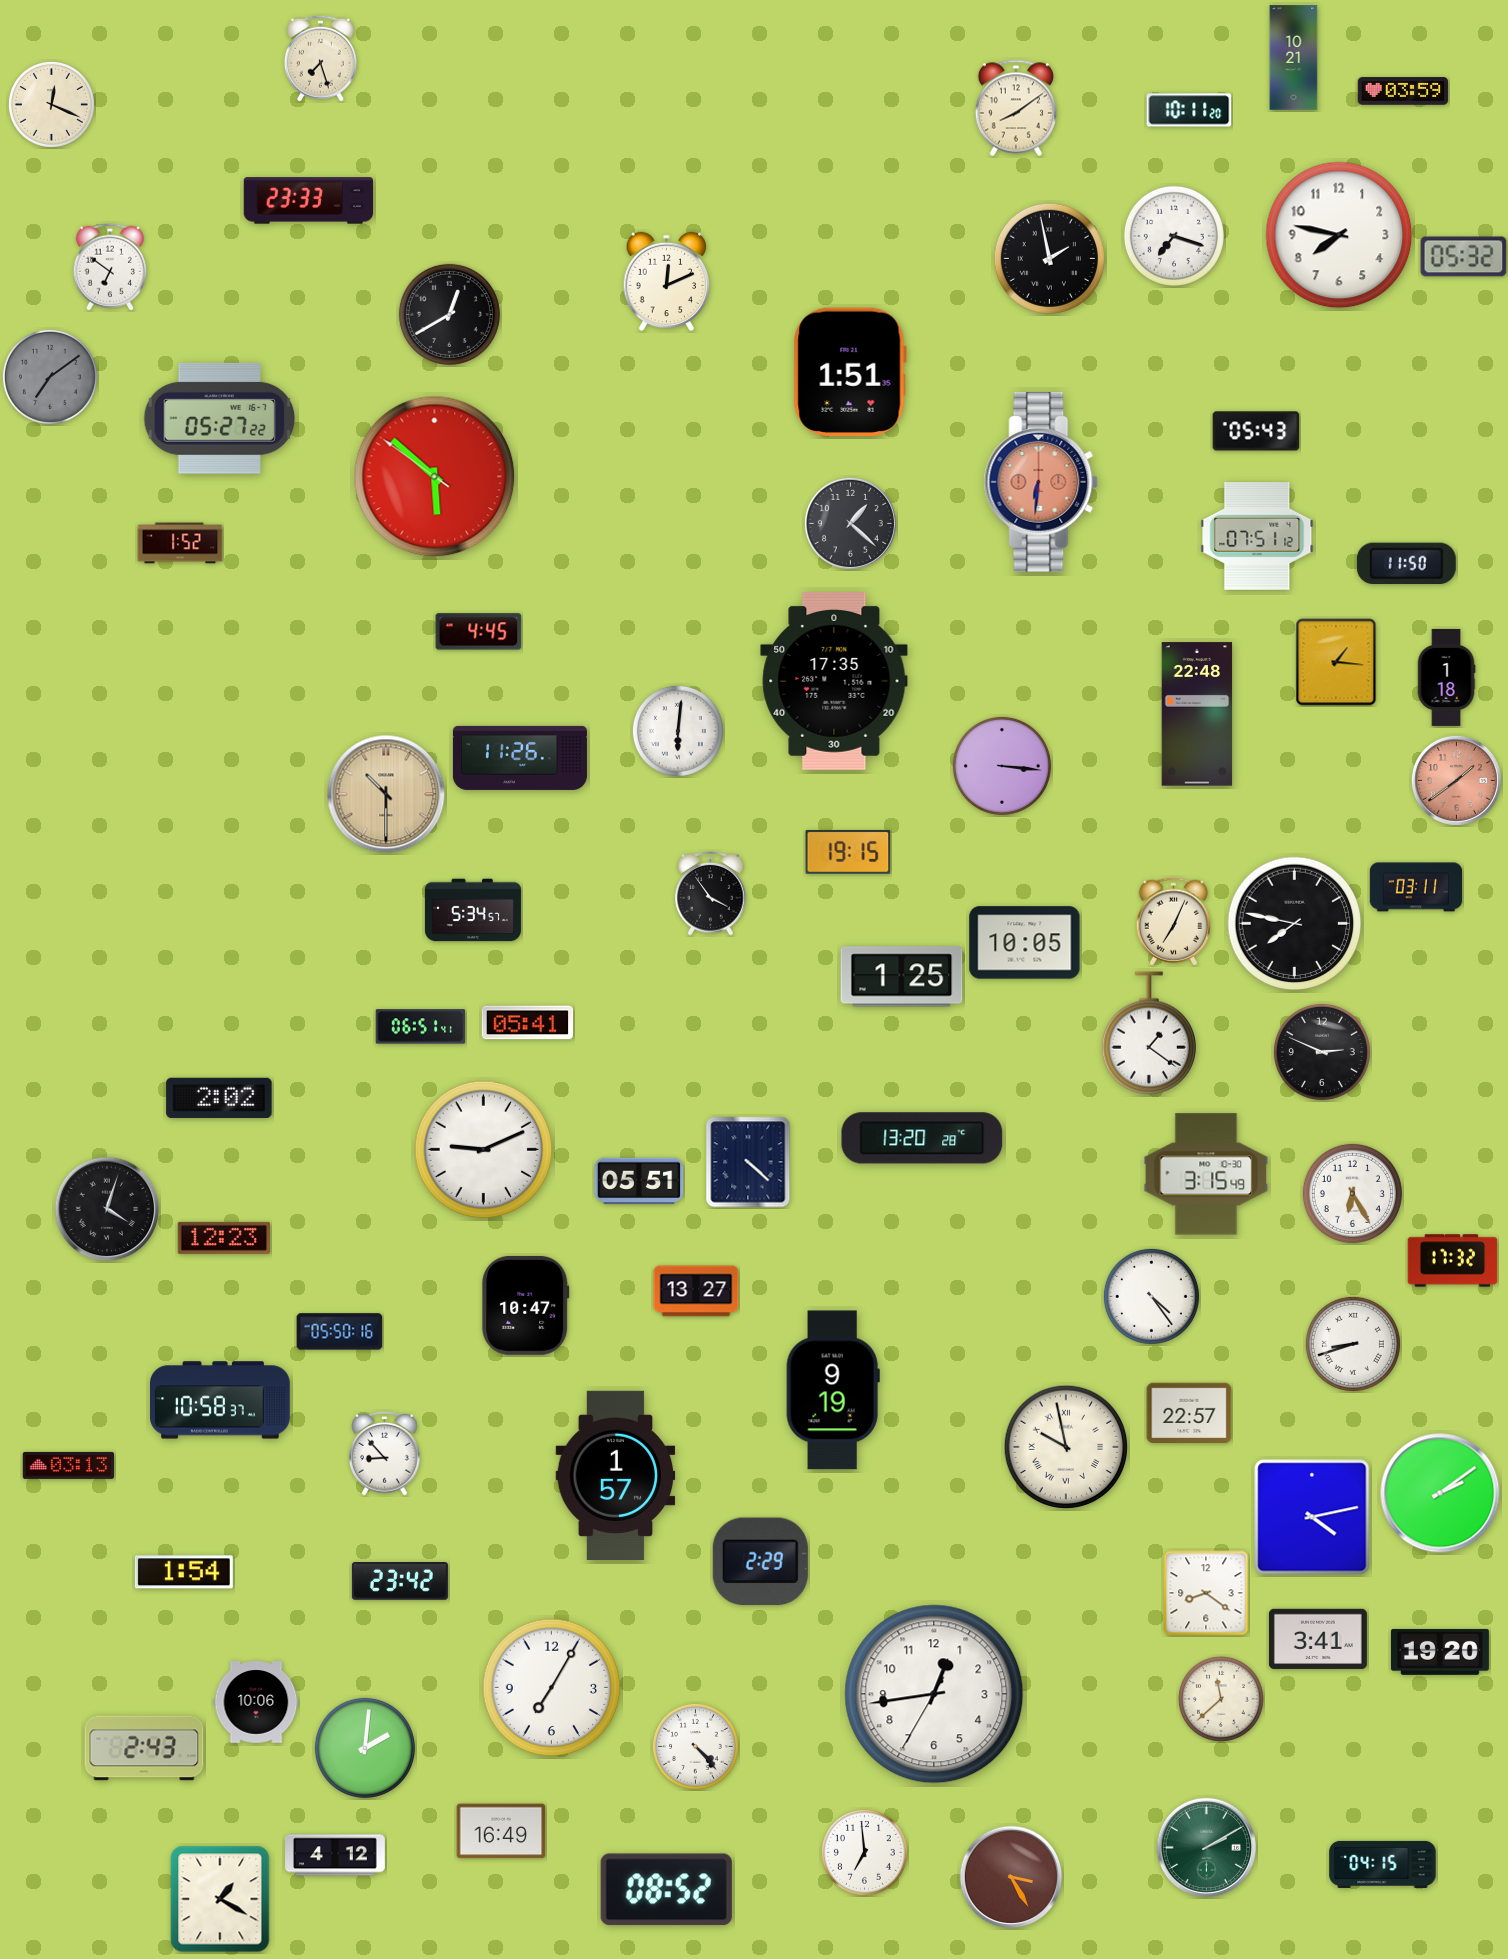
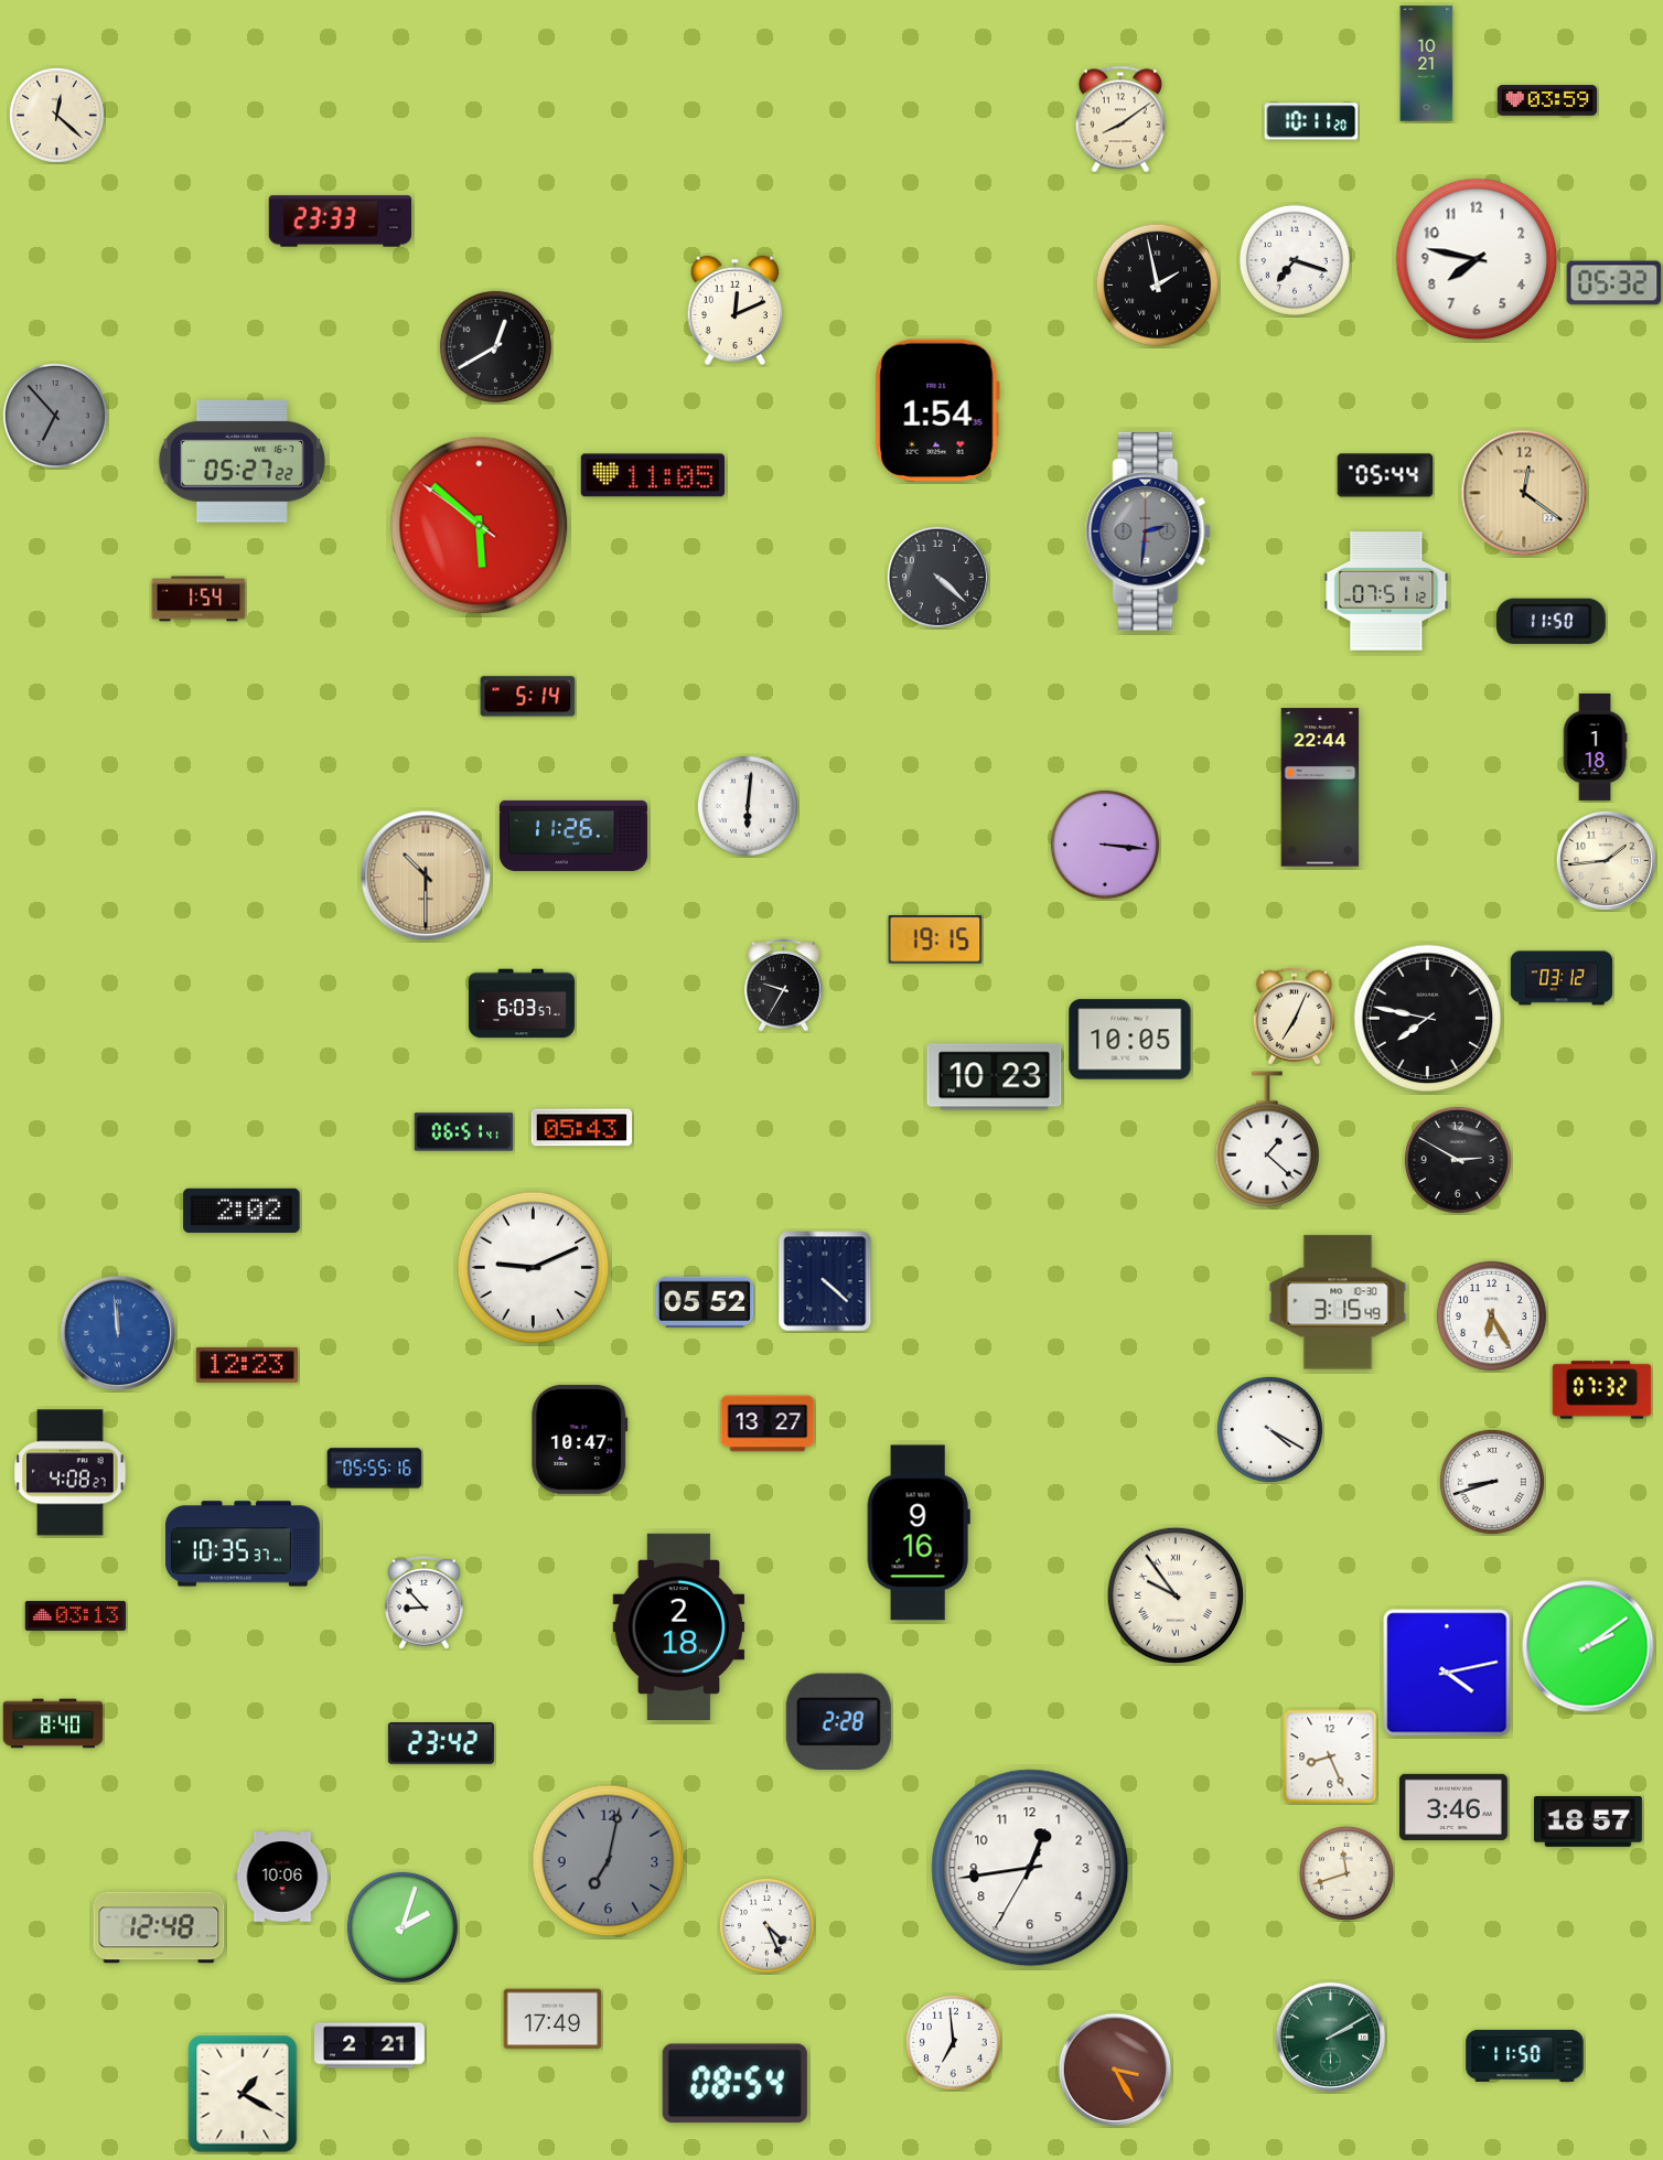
clock at (320, 58): 7:27 -> none
clock at (51, 104): 12:19 -> 12:22
clock at (110, 267): 6:51 -> none
clock at (850, 371): 1:51 -> 1:54
clock at (50, 377): 7:09 -> 6:53
clock at (653, 475): none -> 11:05
clock at (1256, 431): 05:43 -> 05:44
clock at (1524, 493): none -> 12:21
clock at (1041, 483): 6:31 -> 2:31
clock at (1041, 483) dial: salmon -> grey
clock at (850, 523): 1:22 -> 4:22
clock at (180, 543): 1:52 -> 1:54
clock at (479, 632): 4:45 -> 5:14
clock at (1336, 662): 1:16 -> none
clock at (834, 681): 17:35 -> none
clock at (1197, 714): 22:48 -> 22:44
clock at (1456, 780): 1:39 -> 1:44
clock at (1456, 780) dial: salmon -> cream
clock at (1416, 887): 03:11 -> 03:12
clock at (711, 894): 3:54 -> 9:35
clock at (473, 910): 5:34 -> 6:03
clock at (902, 977): 1:25 -> 10:23
clock at (528, 1023): 05:41 -> 05:43
clock at (1149, 1033): 1:21 -> 1:22
clock at (1322, 1052): 2:49 -> 2:50
clock at (922, 1138): 13:20 -> none
clock at (1206, 1174) position: (1206, 1174) -> (1338, 1302)
clock at (639, 1181): 05:51 -> 05:52
clock at (107, 1209): 4:03 -> 11:59
clock at (107, 1209) dial: black -> blue
clock at (1453, 1261): 17:32 -> 07:32
clock at (1151, 1296): 4:24 -> 4:20
clock at (340, 1332): 05:50 -> 05:55
clock at (71, 1473): none -> 4:08
clock at (833, 1390): 9:19 -> 9:16
clock at (221, 1400): 10:58 -> 10:35
clock at (1189, 1412): 22:57 -> none
clock at (1065, 1446): 9:58 -> 9:54
clock at (616, 1475): 1:57 -> 2:18
clock at (760, 1561): 2:29 -> 2:28
clock at (53, 1723): none -> 8:40
clock at (184, 1572): 1:54 -> none
clock at (1206, 1593): 8:21 -> 8:26
clock at (1318, 1639): 3:41 -> 3:46
clock at (1440, 1652): 19:20 -> 18:57
clock at (552, 1688): 7:05 -> 7:02
clock at (552, 1688) dial: white -> grey
clock at (1221, 1699): 11:38 -> 11:42
clock at (695, 1746): 4:23 -> 4:26
clock at (144, 1748): 2:43 -> 12:48
clock at (365, 1748): 2:01 -> 2:03
clock at (501, 1831): 16:49 -> 17:49
clock at (336, 1855): 4:12 -> 2:21
clock at (1383, 1864): 04:15 -> 11:50
clock at (666, 1890): 08:52 -> 08:54
